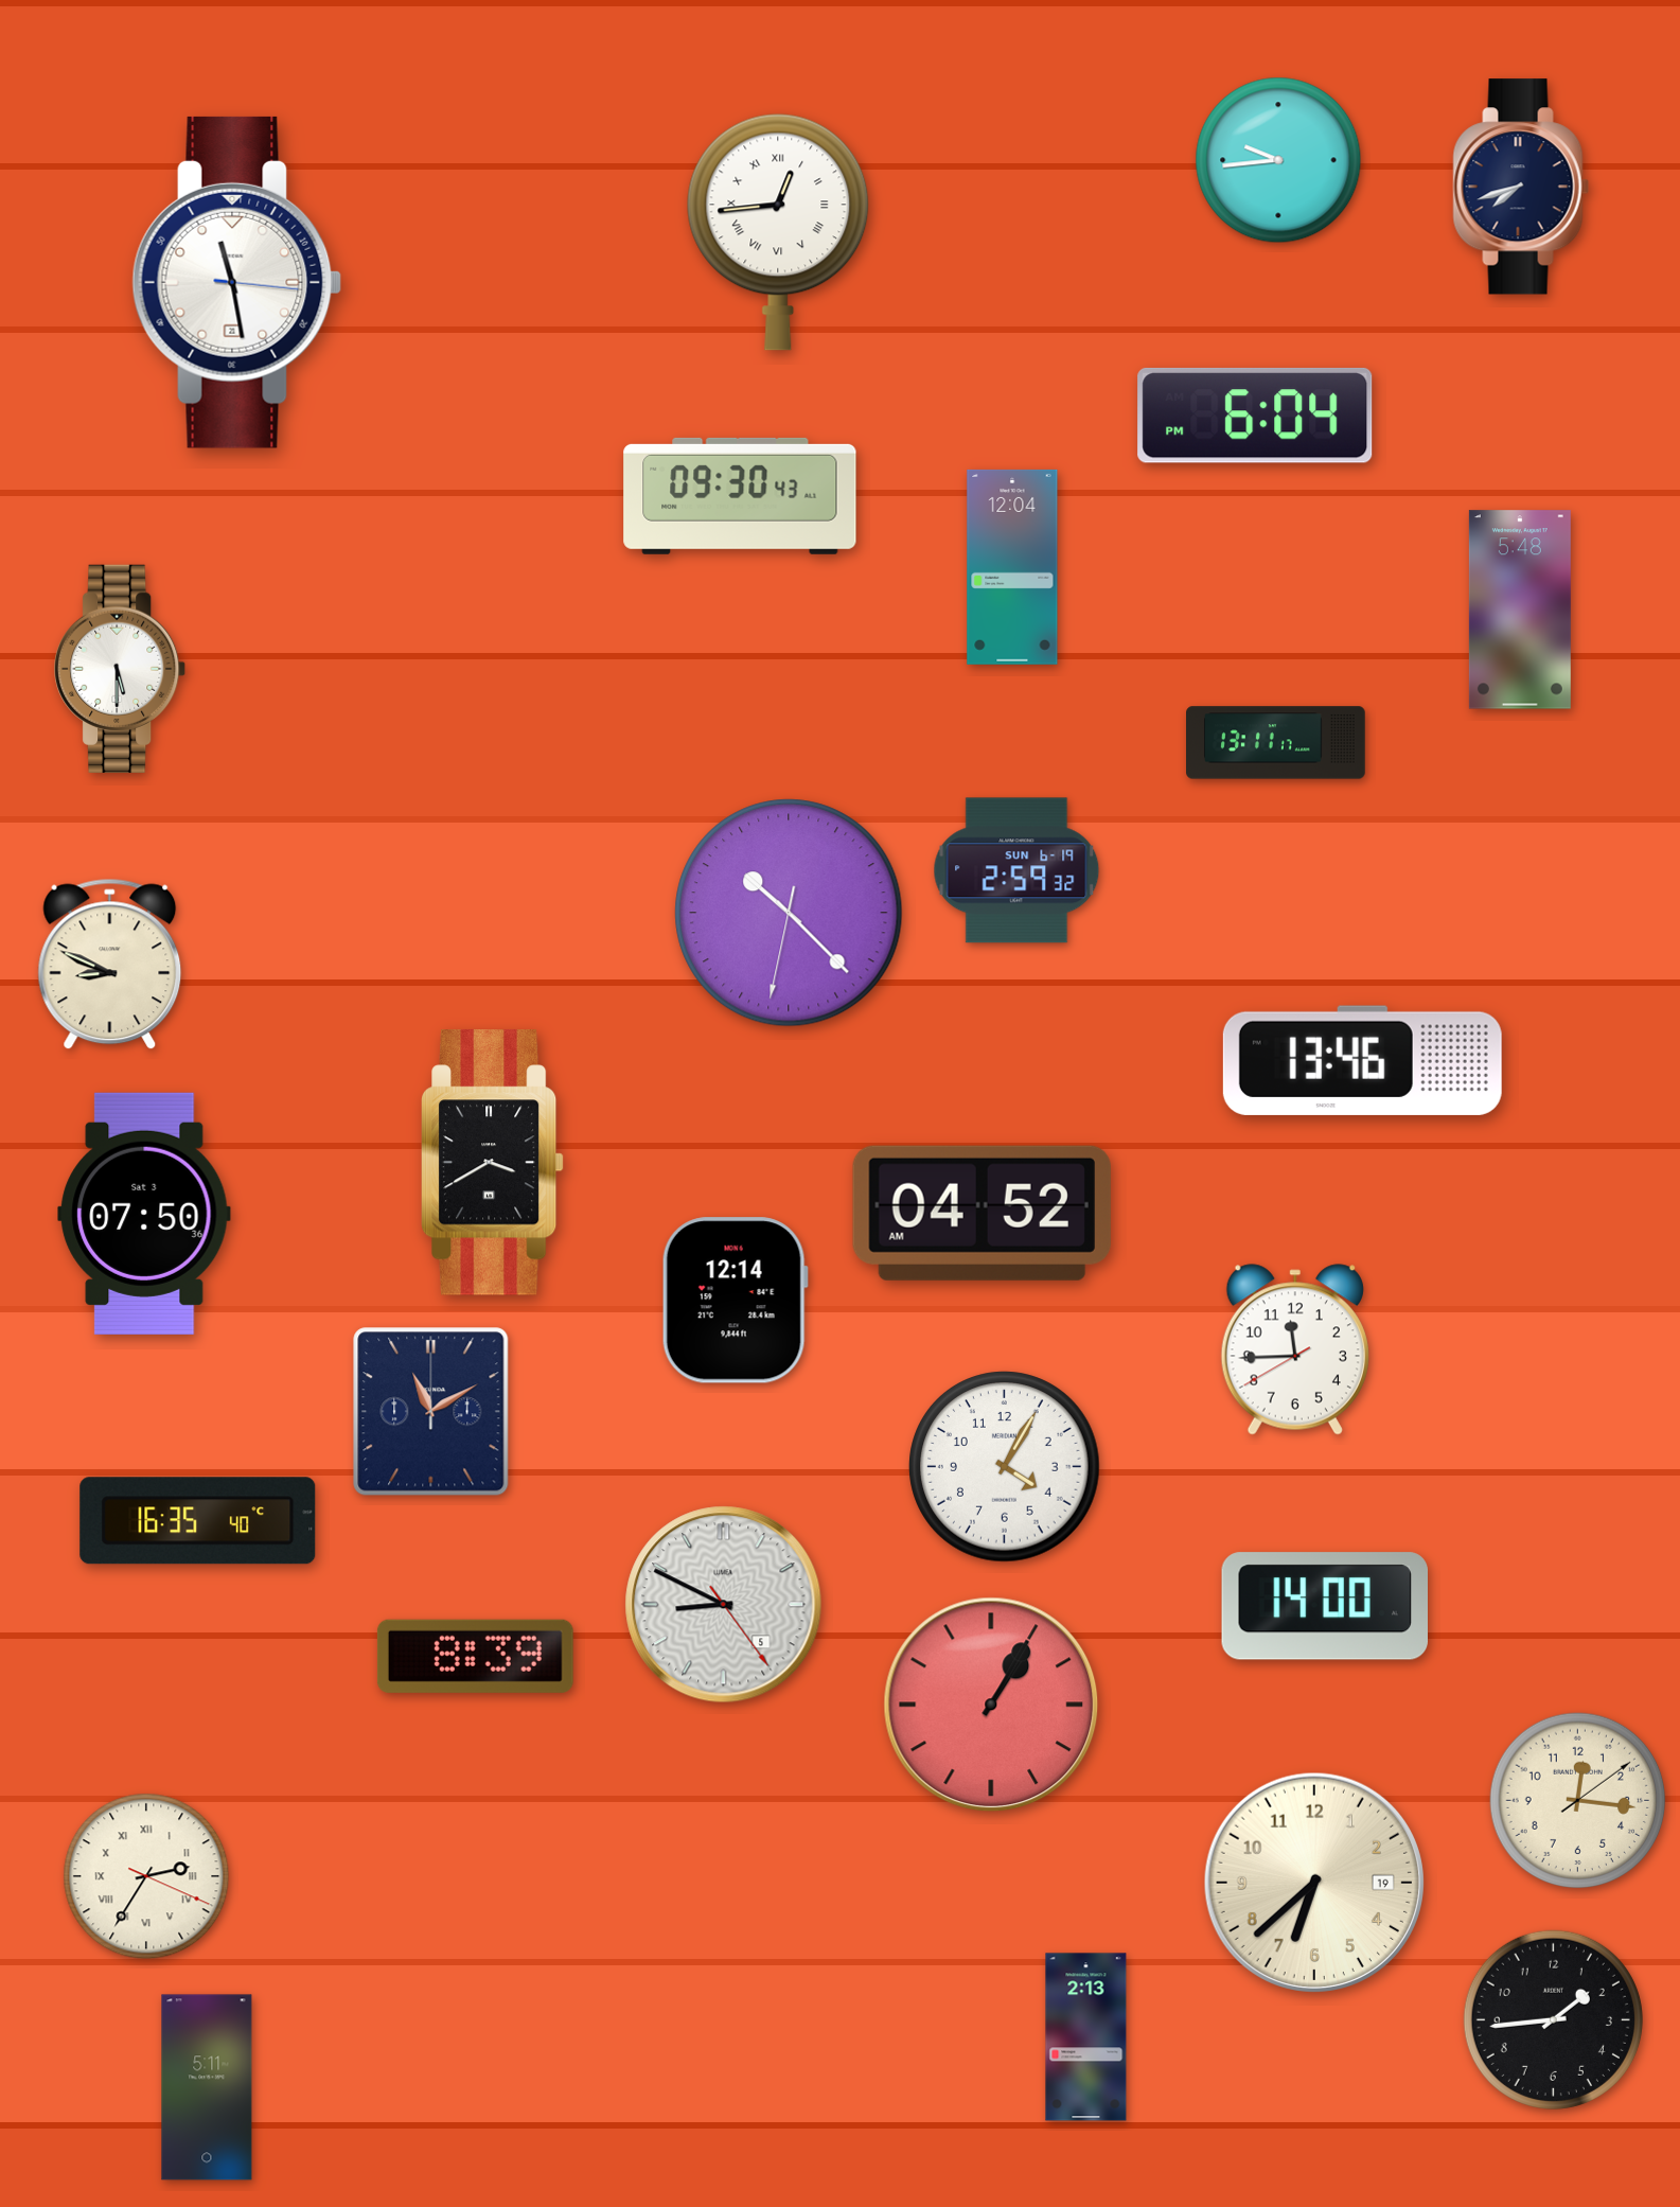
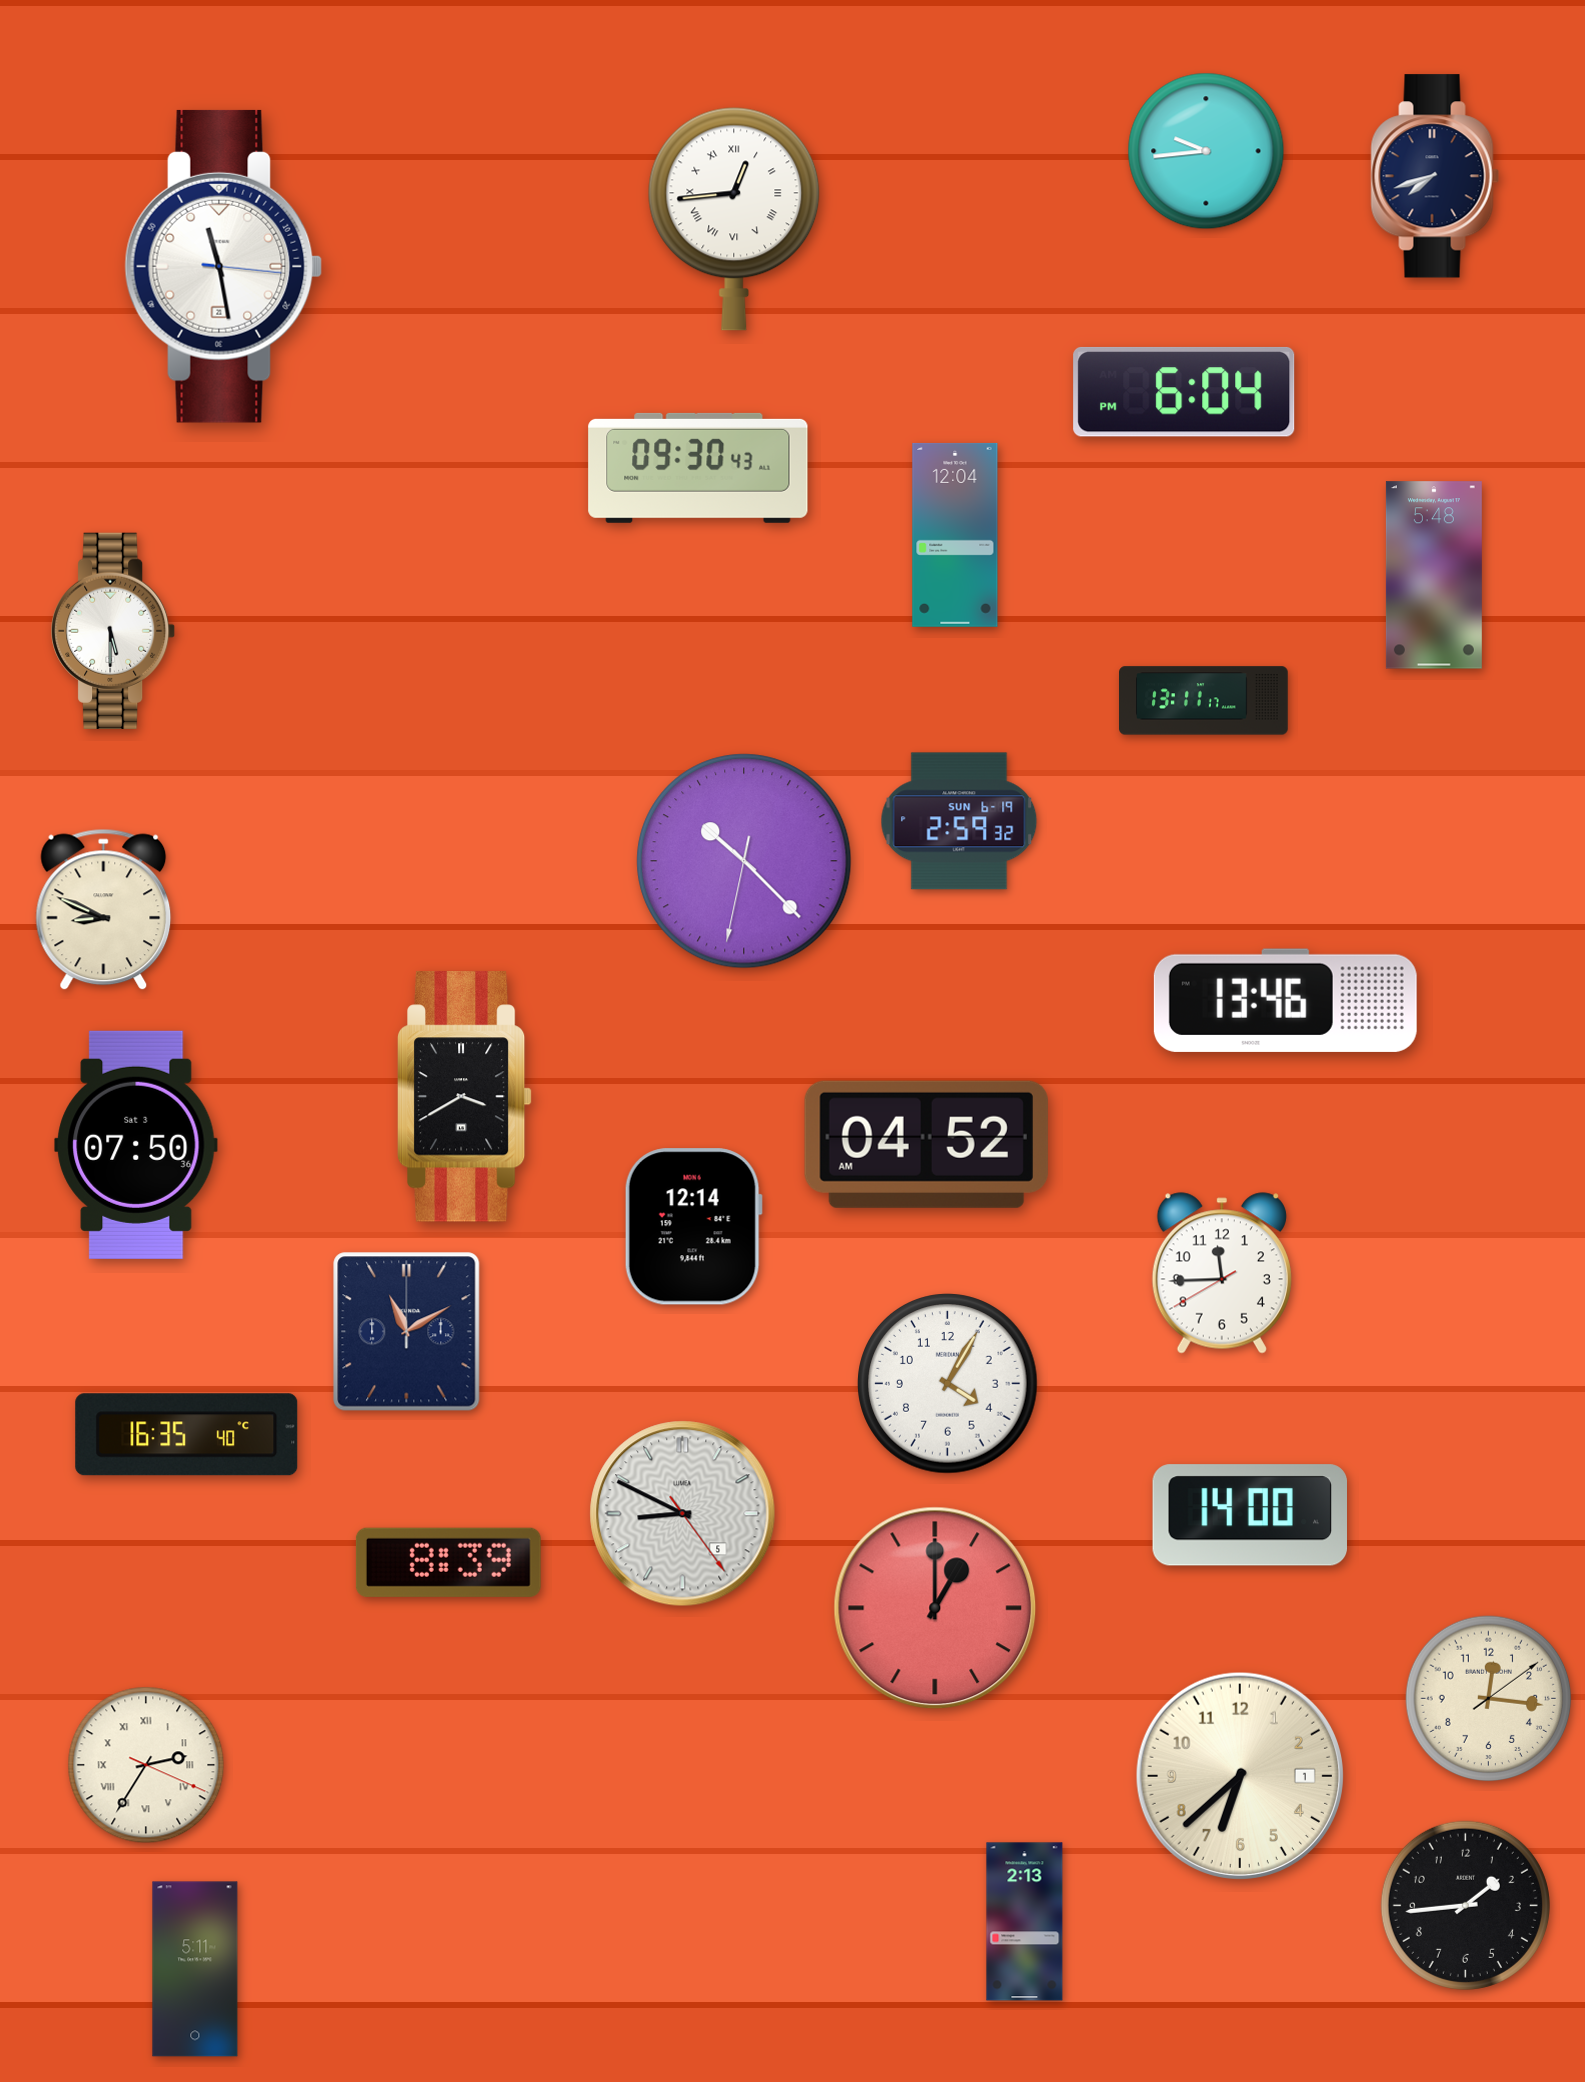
clock at (991, 1705): 1:05 -> 1:00
clock at (146, 1876) position: (146, 1876) -> (146, 1765)
clock at (1314, 1883) date: 19 -> 1
